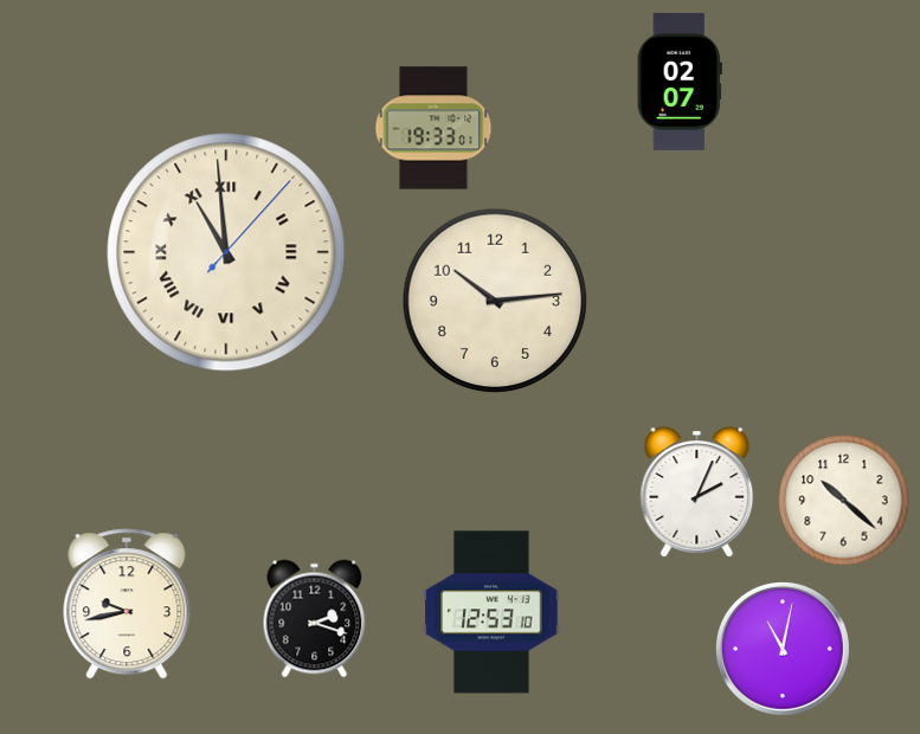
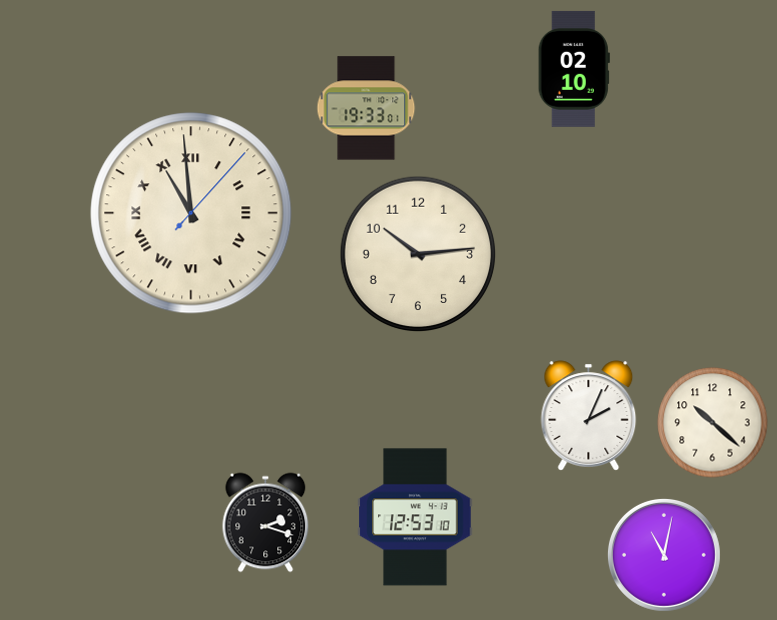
clock at (680, 82): 02:07 -> 02:10
clock at (127, 604): 9:43 -> none
clock at (783, 649) position: (783, 649) -> (664, 555)
